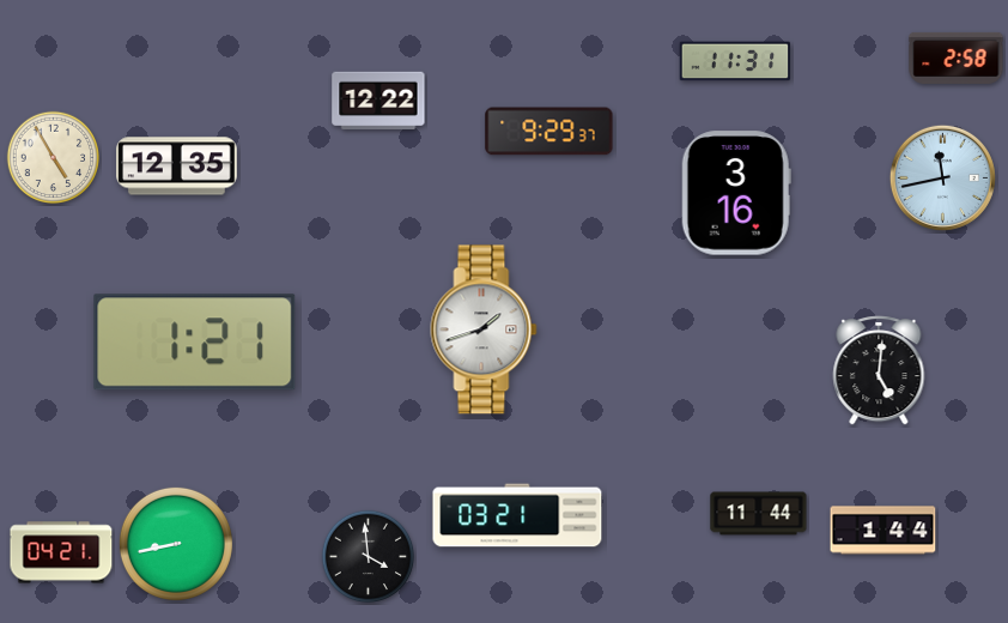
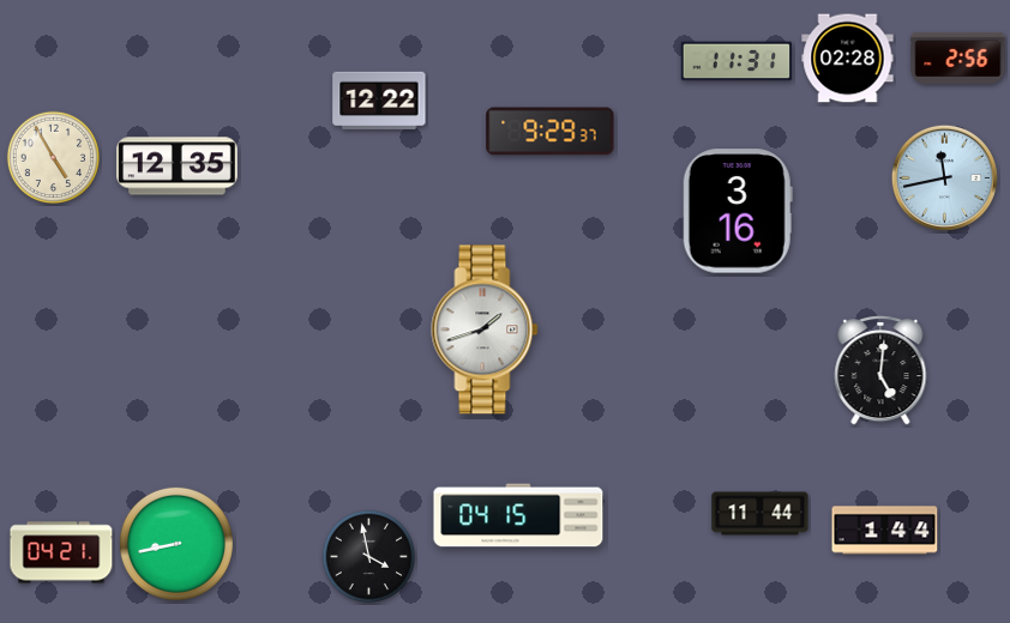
clock at (957, 58): 2:58 -> 2:56
clock at (848, 59): none -> 02:28
clock at (736, 193) position: (736, 193) -> (738, 211)
clock at (195, 343): 1:21 -> none
clock at (517, 515): 03:21 -> 04:15
clock at (369, 557): 3:59 -> 3:58
